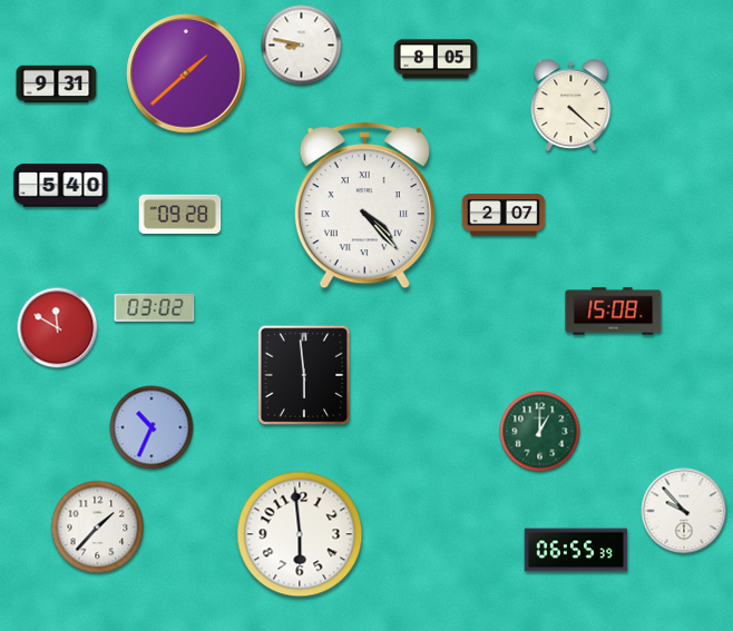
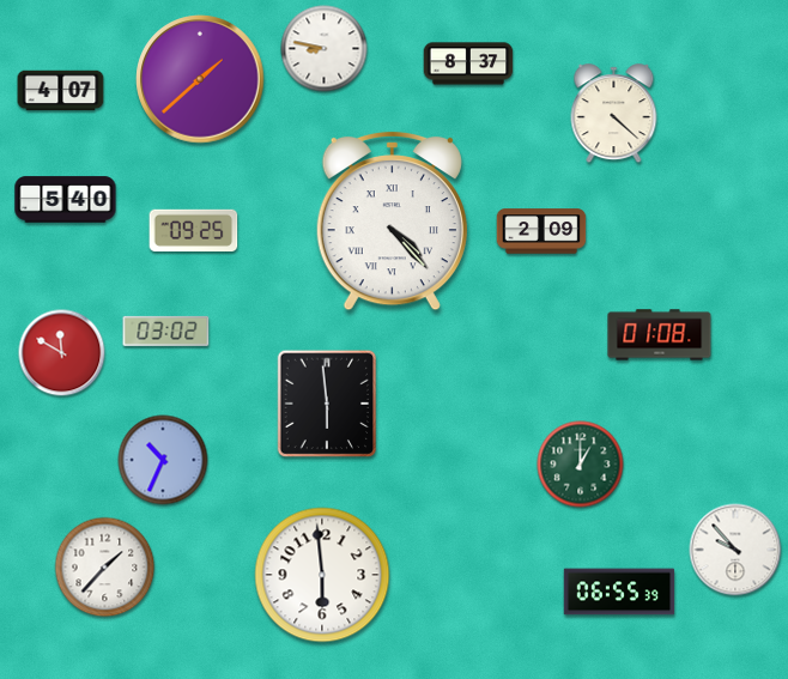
clock at (436, 59): 8:05 -> 8:37
clock at (57, 85): 9:31 -> 4:07
clock at (180, 214): 09:28 -> 09:25
clock at (504, 215): 2:07 -> 2:09
clock at (614, 312): 15:08 -> 01:08
